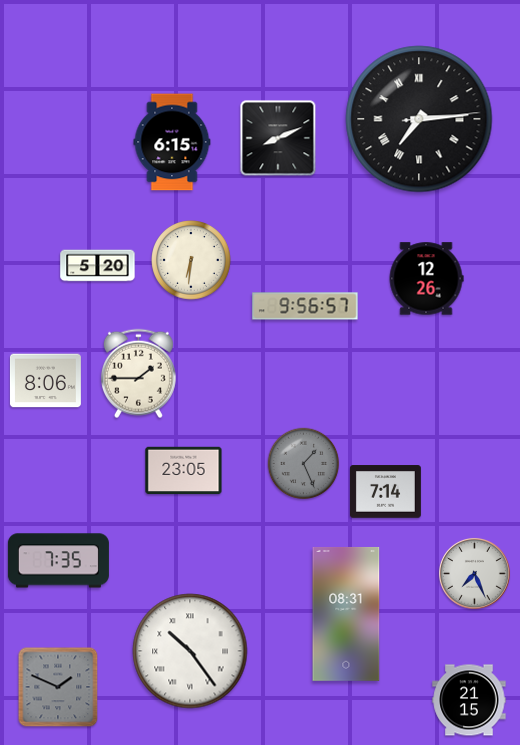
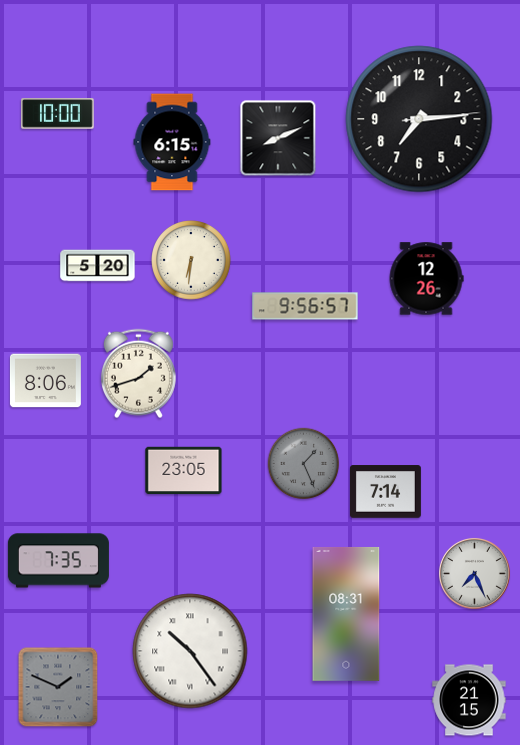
clock at (58, 114): none -> 10:00
clock at (419, 119) numerals: Roman -> Arabic
clock at (138, 374): 1:45 -> 1:42
